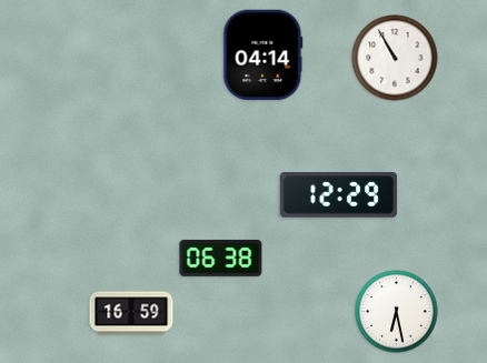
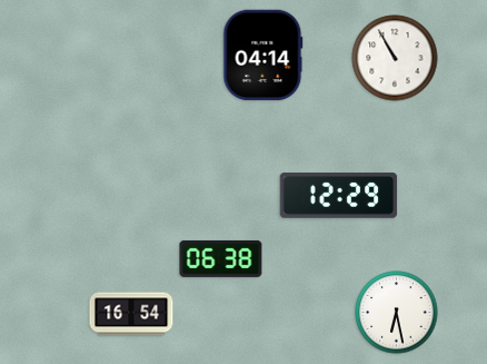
clock at (131, 313): 16:59 -> 16:54
